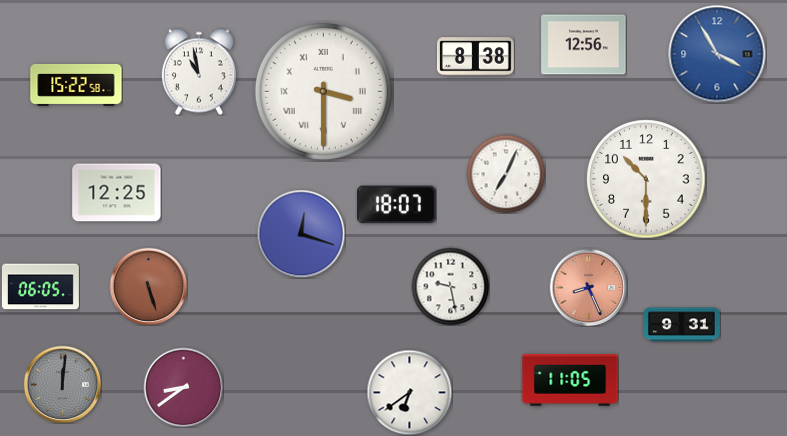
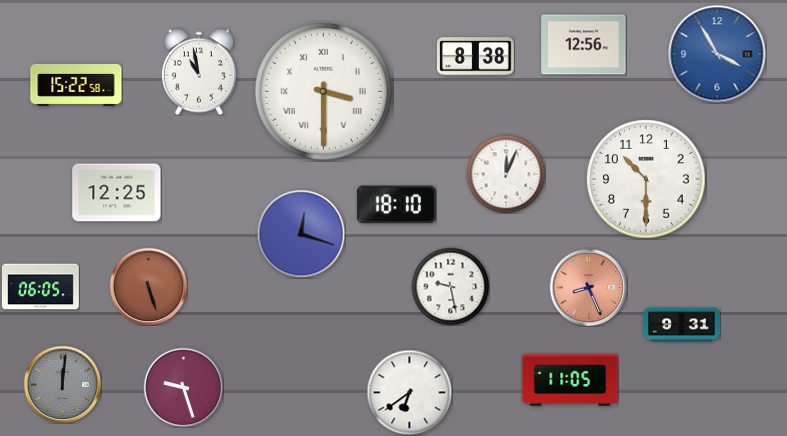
clock at (506, 174): 7:04 -> 12:04
clock at (396, 205): 18:07 -> 18:10
clock at (183, 387): 8:39 -> 9:27
